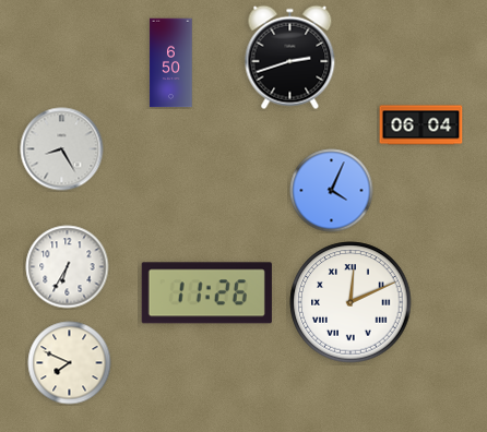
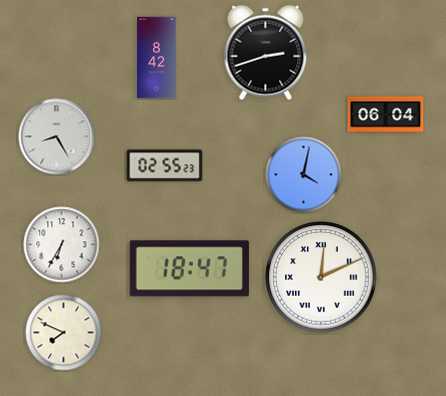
clock at (171, 63): 6:50 -> 8:42
clock at (165, 166): none -> 02:55
clock at (332, 191): 4:04 -> 4:02
clock at (206, 293): 11:26 -> 18:47
